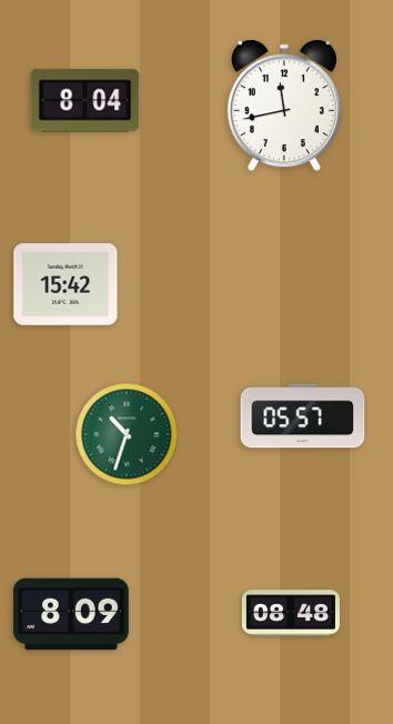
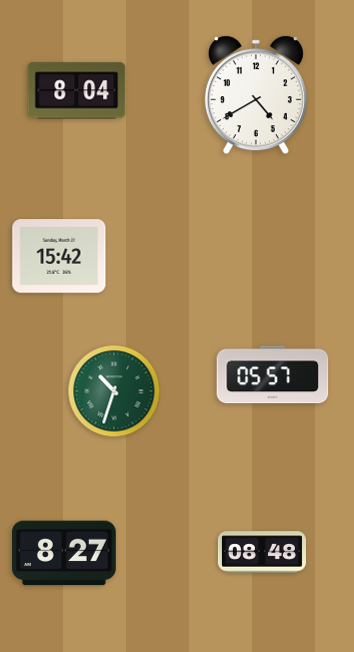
clock at (284, 105): 11:43 -> 4:40
clock at (71, 614): 8:09 -> 8:27
